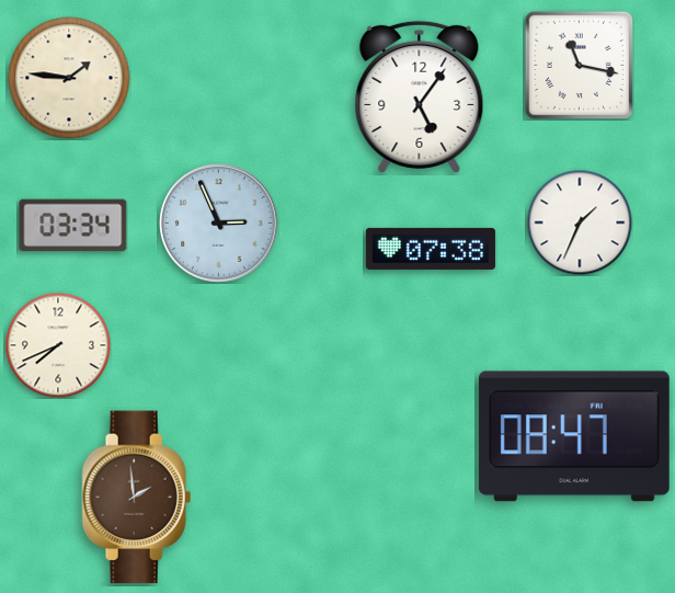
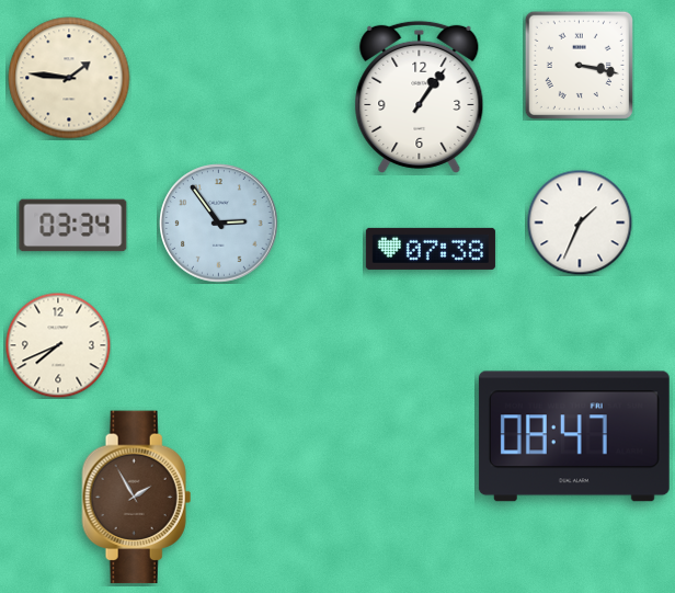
clock at (579, 65): 11:17 -> 3:17
clock at (420, 96): 5:06 -> 1:06
clock at (219, 224): 2:56 -> 2:54
clock at (137, 498): 1:59 -> 1:55
